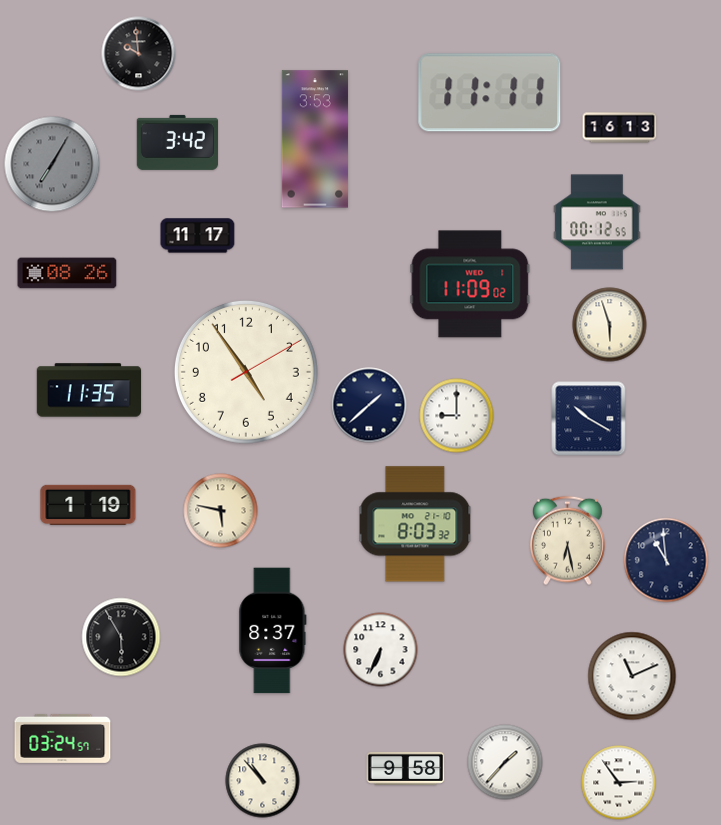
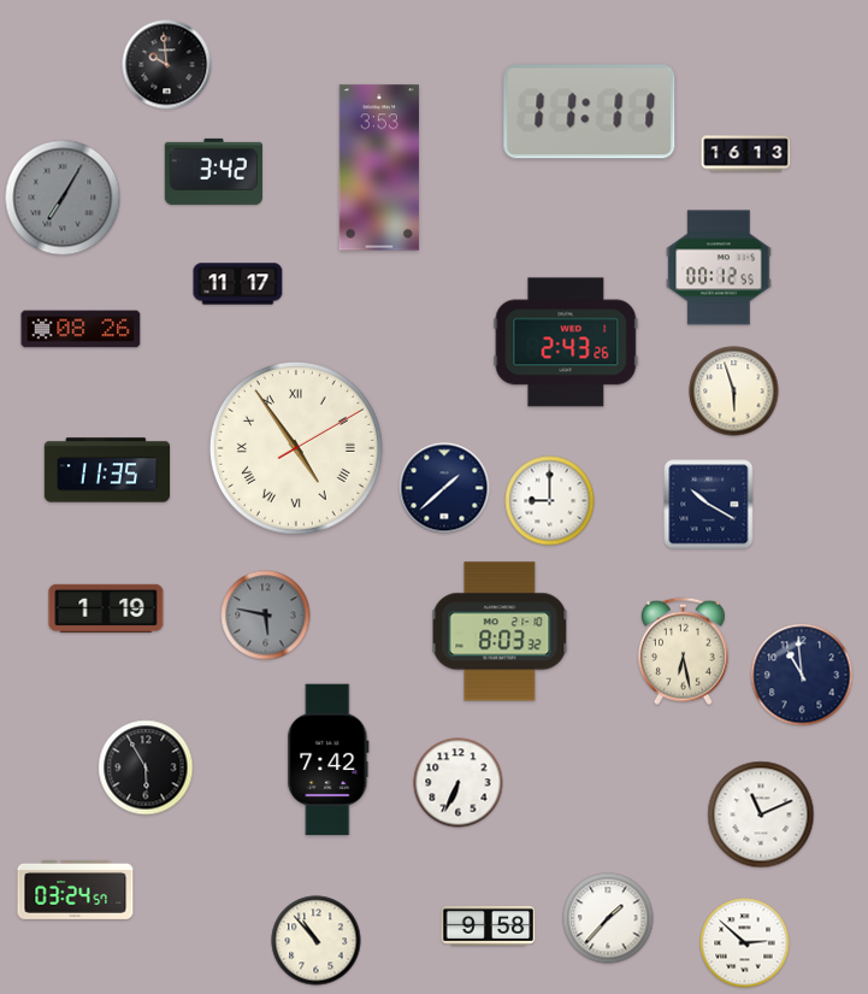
clock at (470, 284): 11:09 -> 2:43
clock at (246, 372) numerals: Arabic -> Roman
clock at (221, 511) dial: cream -> grey
clock at (273, 631): 8:37 -> 7:42
clock at (619, 783): 2:54 -> 2:52
